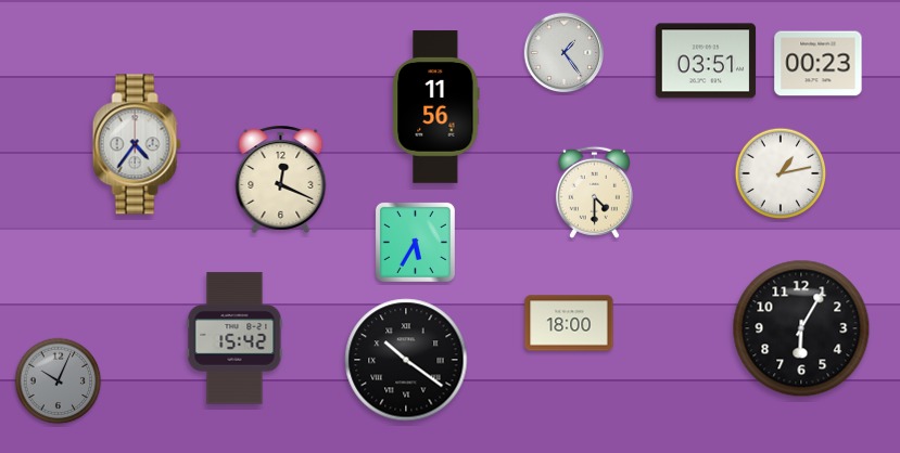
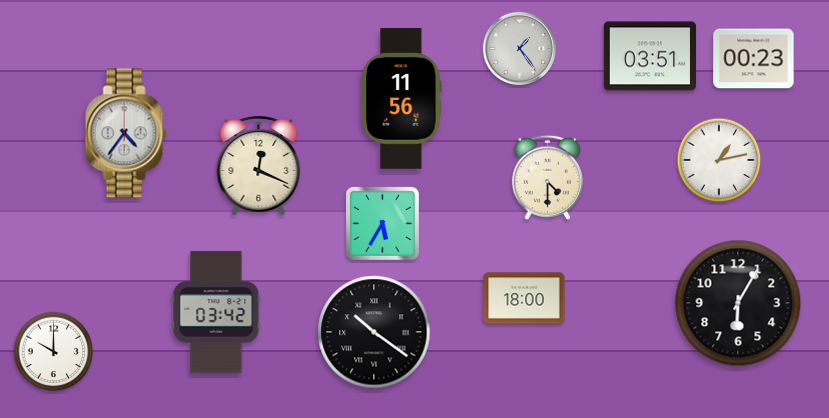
clock at (234, 338): 15:42 -> 03:42
clock at (59, 381): 10:04 -> 10:00
clock at (59, 381) dial: grey -> white
